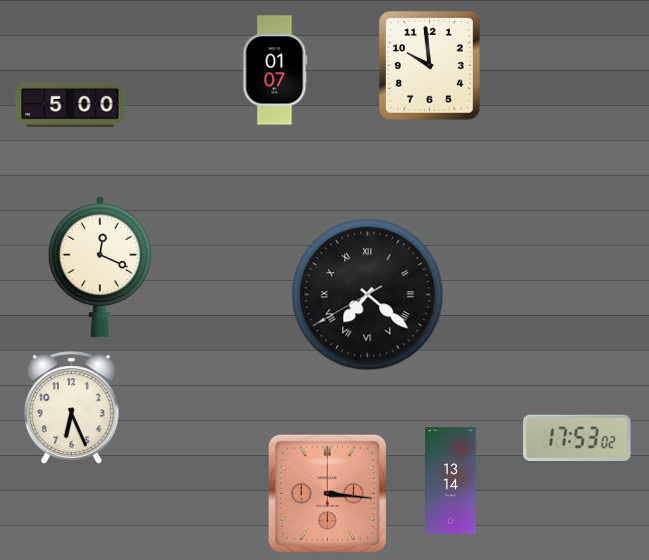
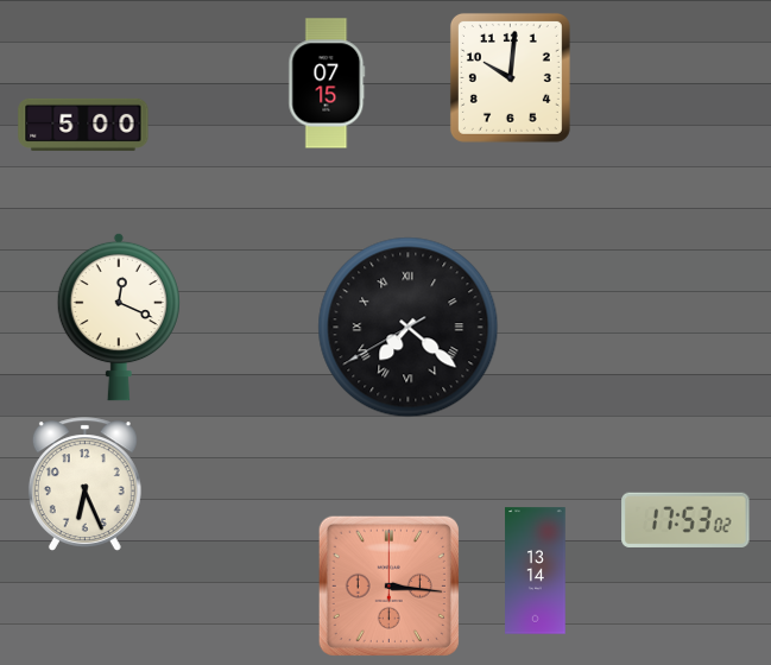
clock at (429, 65): 9:59 -> 10:01
clock at (275, 70): 01:07 -> 07:15
clock at (368, 295) position: (368, 295) -> (409, 328)
